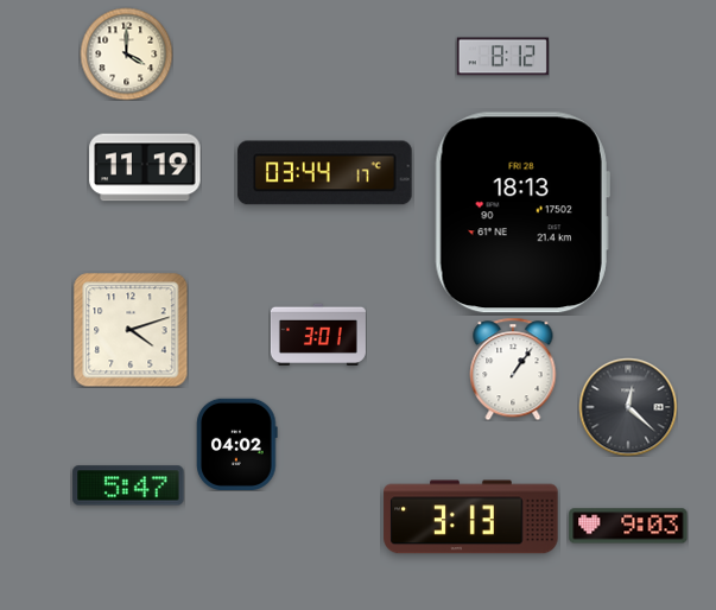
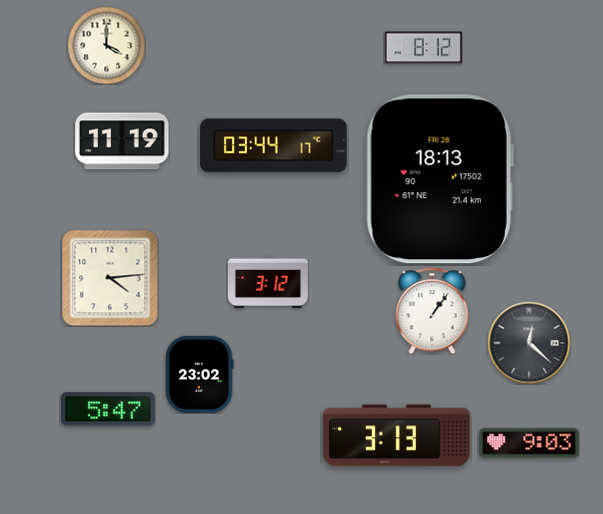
clock at (131, 330): 4:12 -> 4:14
clock at (318, 333): 3:01 -> 3:12
clock at (237, 444): 04:02 -> 23:02
